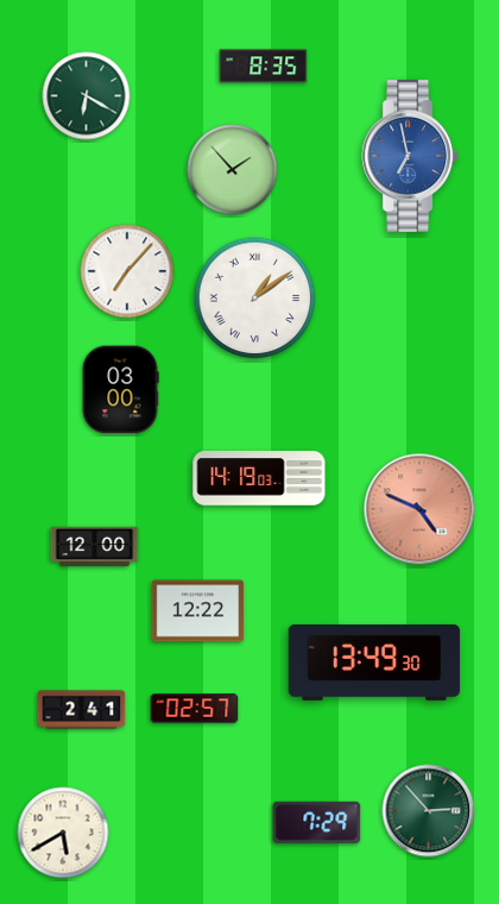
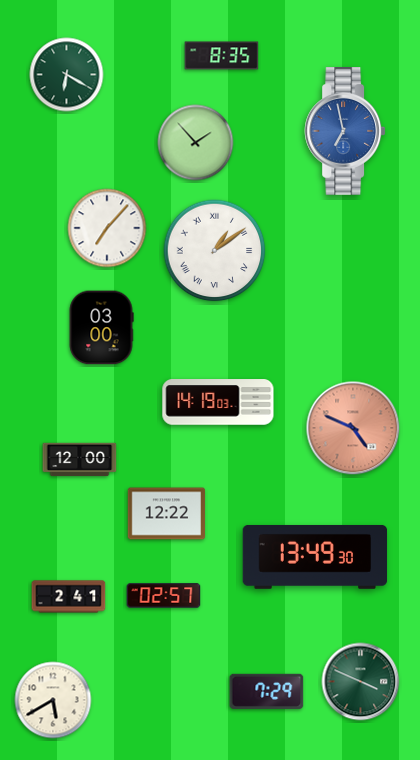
clock at (87, 96) position: (87, 96) -> (67, 75)
clock at (429, 811): 2:53 -> 3:49
